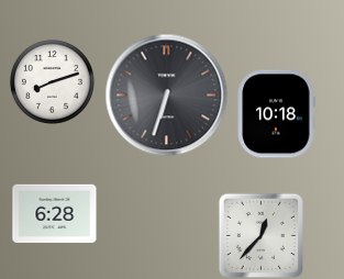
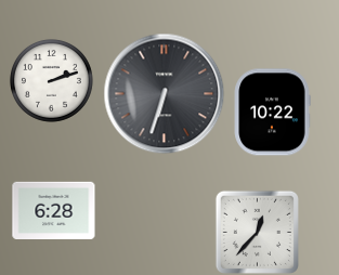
clock at (52, 81): 8:12 -> 2:12
clock at (276, 114): 10:18 -> 10:22
